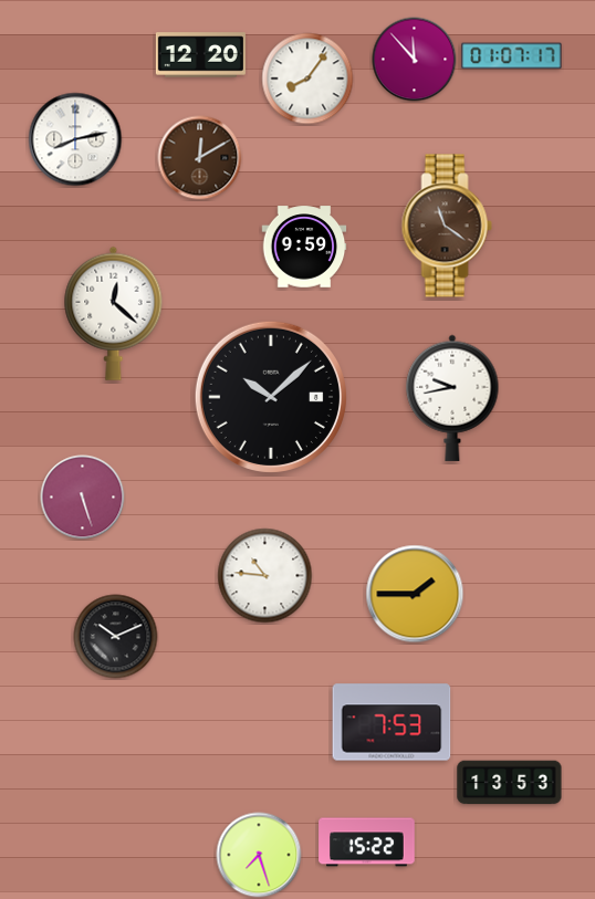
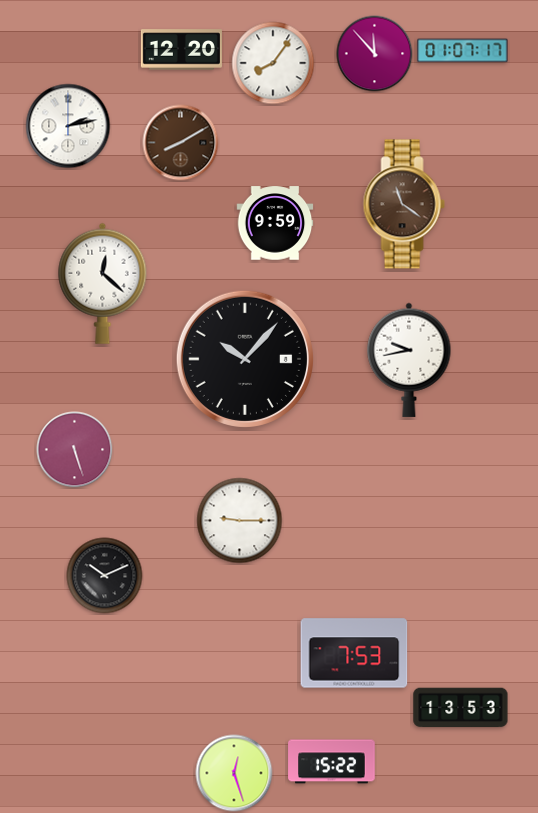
clock at (307, 79) position: (307, 79) -> (273, 63)
clock at (75, 139): 8:13 -> 2:13
clock at (200, 158): 12:10 -> 8:10
clock at (271, 397): 10:08 -> 10:07
clock at (265, 576): 10:46 -> 9:15
clock at (415, 594): 1:45 -> none
clock at (259, 855): 7:27 -> 12:27
